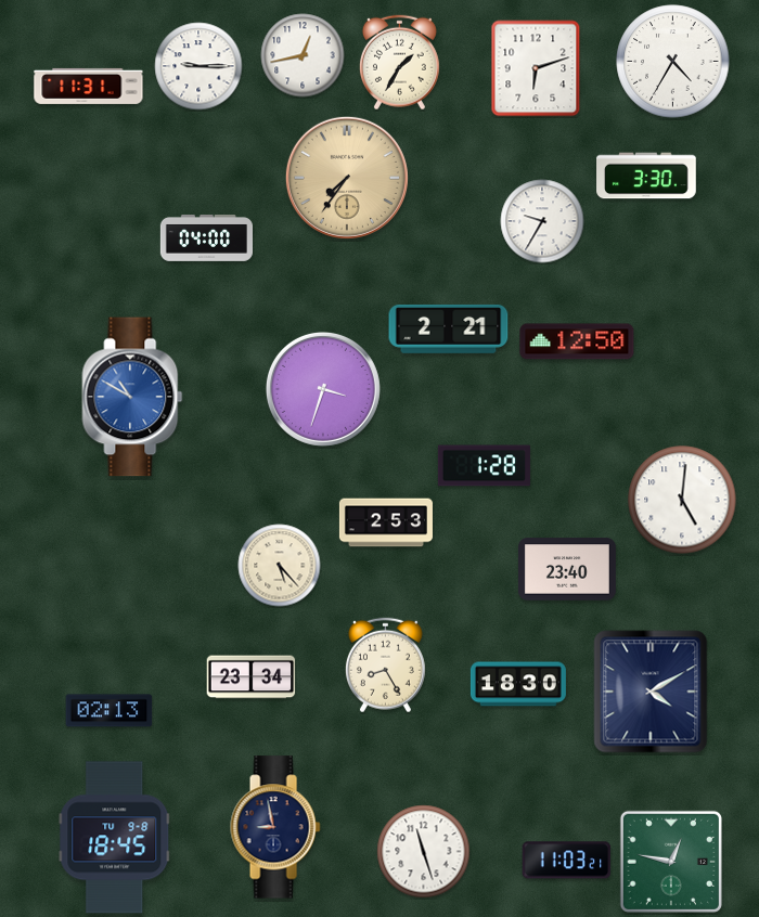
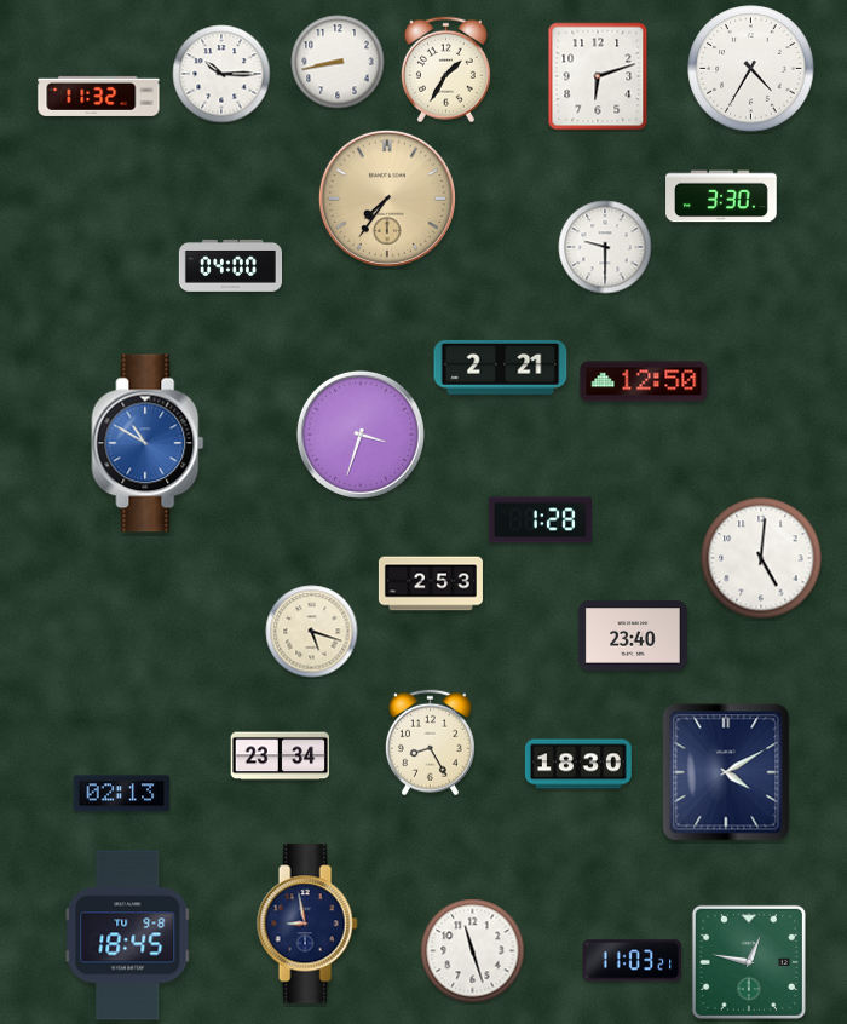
clock at (303, 55): 12:43 -> 8:43
clock at (198, 66): 9:15 -> 10:15
clock at (89, 86): 11:31 -> 11:32
clock at (542, 221): 9:35 -> 9:30
clock at (280, 566): 5:23 -> 5:18
